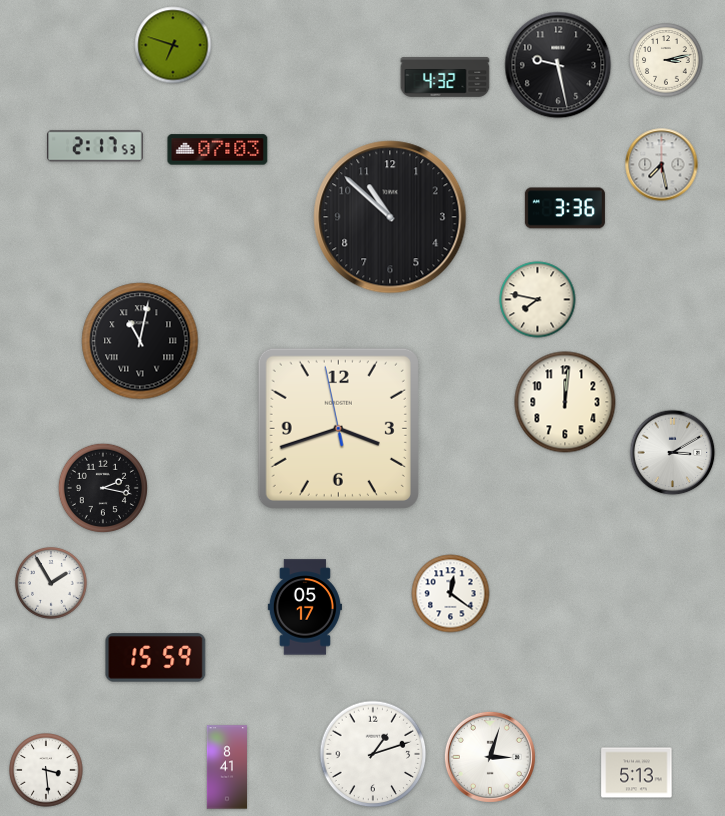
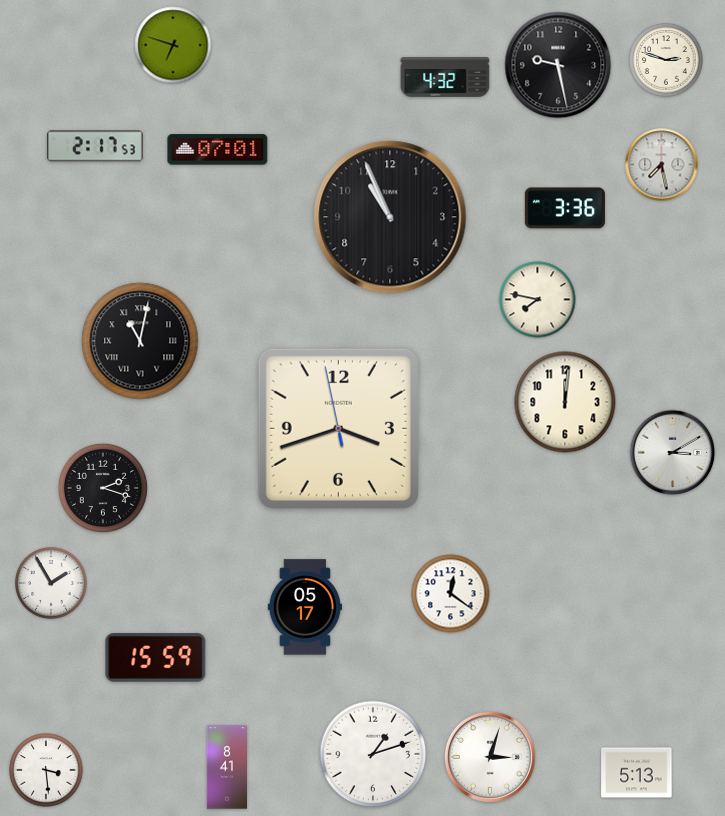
clock at (666, 60): 3:13 -> 2:48
clock at (218, 150): 07:03 -> 07:01
clock at (390, 217): 10:52 -> 10:56
clock at (103, 488): 2:17 -> 2:18
